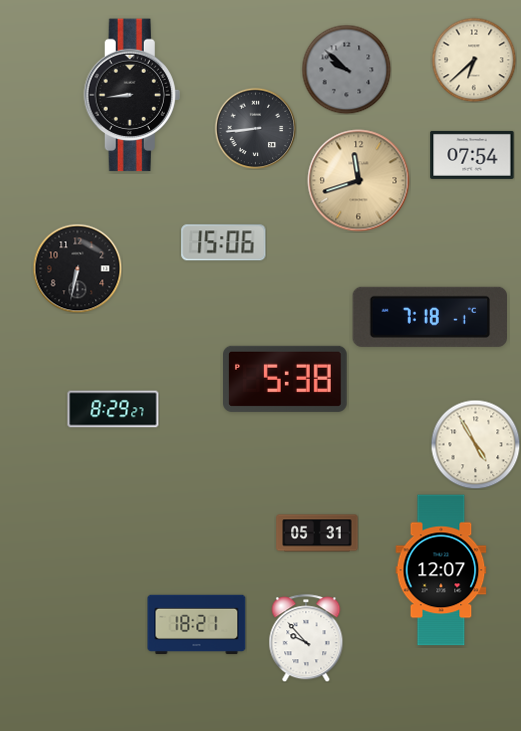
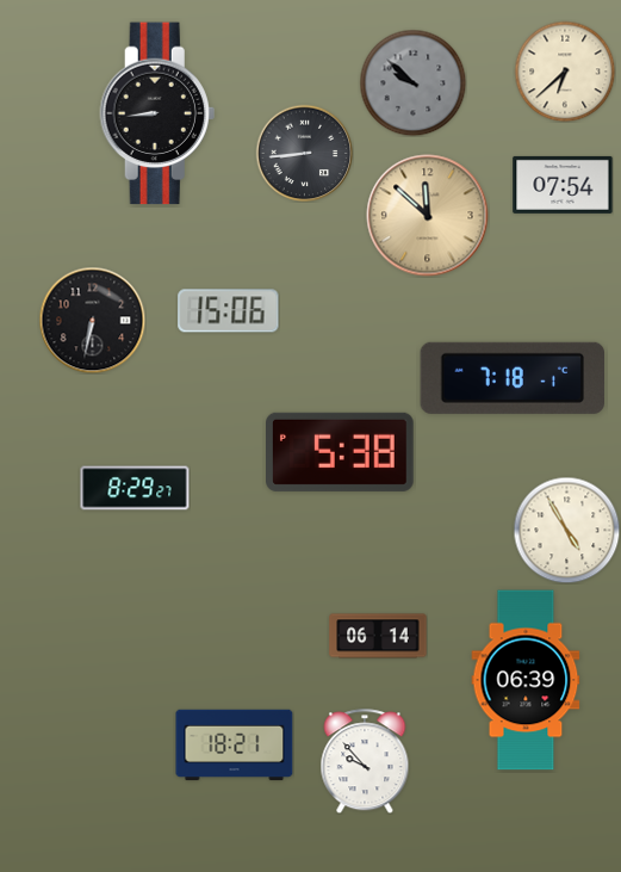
clock at (359, 181): 11:42 -> 11:52
clock at (224, 243) position: (224, 243) -> (229, 311)
clock at (317, 533): 05:31 -> 06:14
clock at (441, 570): 12:07 -> 06:39
